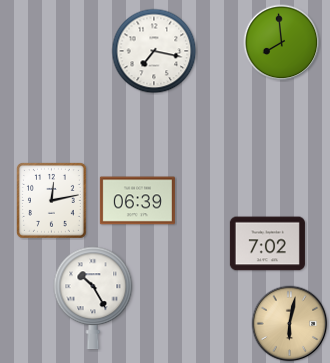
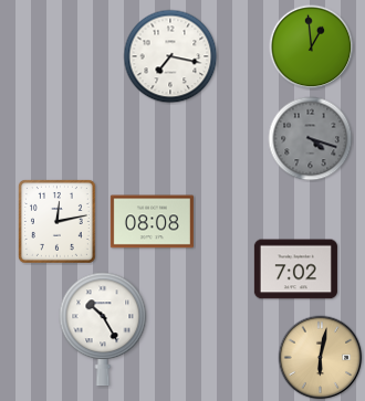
clock at (282, 43): 7:59 -> 12:59
clock at (311, 139): none -> 4:18
clock at (137, 201): 06:39 -> 08:08
